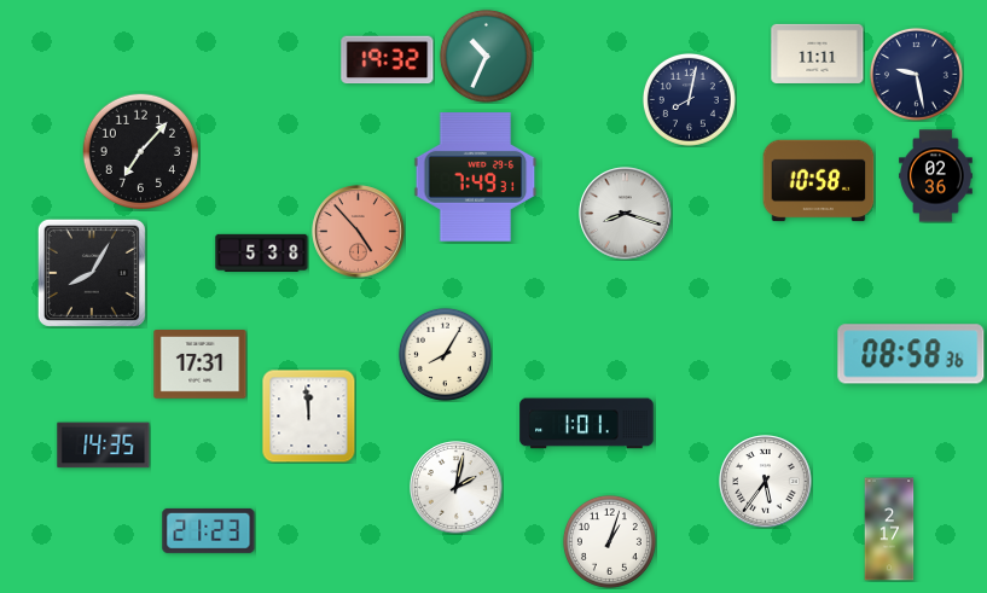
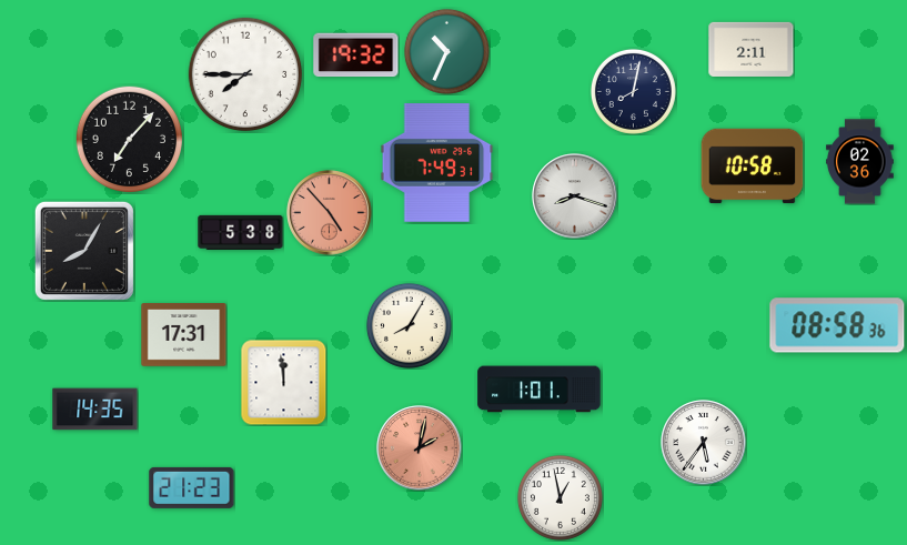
clock at (818, 53): 11:11 -> 2:11
clock at (916, 74): 9:28 -> none
clock at (245, 74): none -> 7:45
clock at (457, 488) dial: white -> salmon
clock at (889, 529): 2:17 -> none
clock at (609, 541): 1:03 -> 12:58
